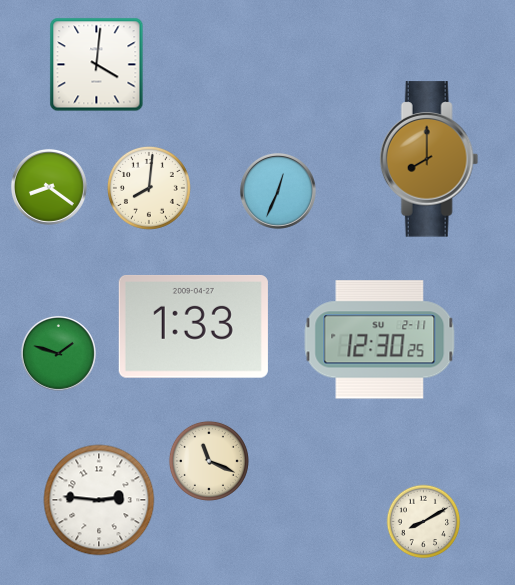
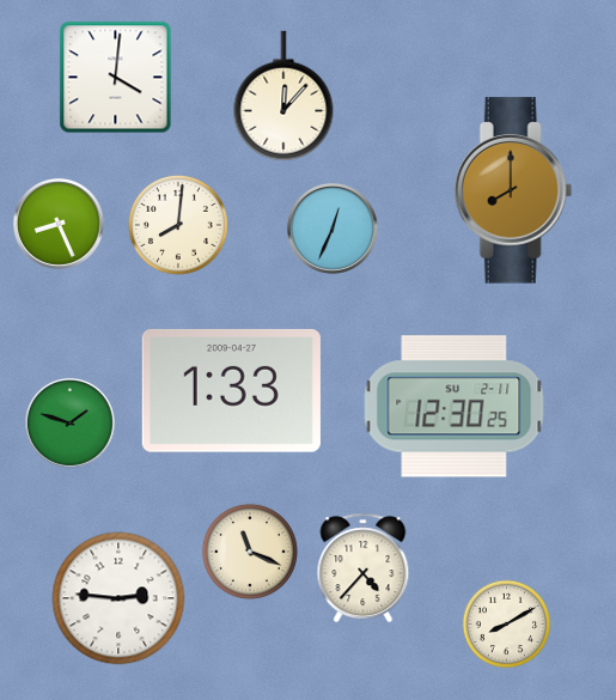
clock at (283, 96): none -> 12:07
clock at (49, 187): 8:21 -> 8:26
clock at (364, 568): none -> 4:37
